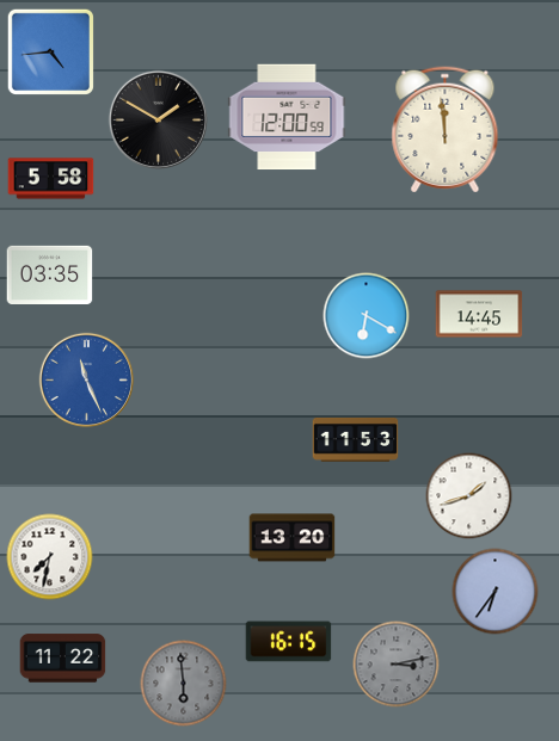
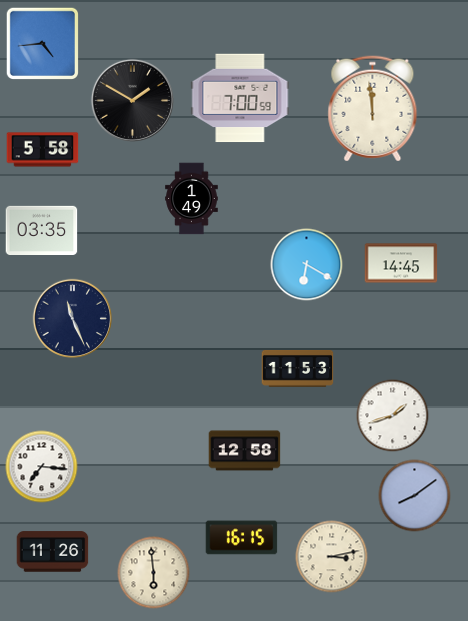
clock at (287, 117): 12:00 -> 7:00
clock at (192, 199): none -> 1:49
clock at (87, 381) dial: blue -> navy
clock at (293, 538): 13:20 -> 12:58
clock at (50, 557): 7:32 -> 7:16
clock at (496, 592): 6:36 -> 8:09
clock at (63, 659): 11:22 -> 11:26
clock at (397, 665) dial: grey -> cream
clock at (184, 684) dial: grey -> cream
